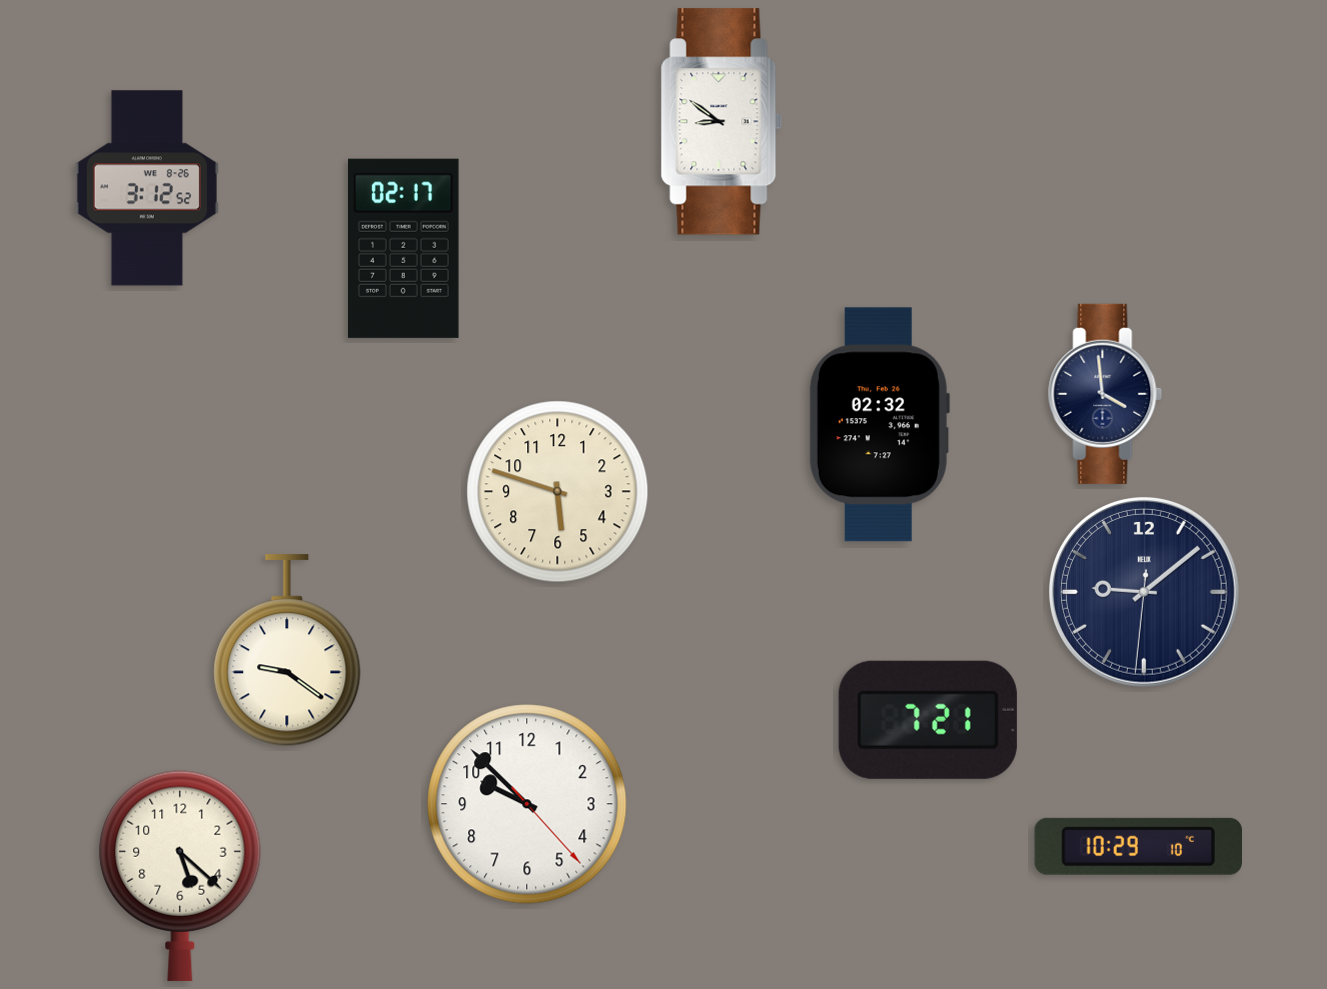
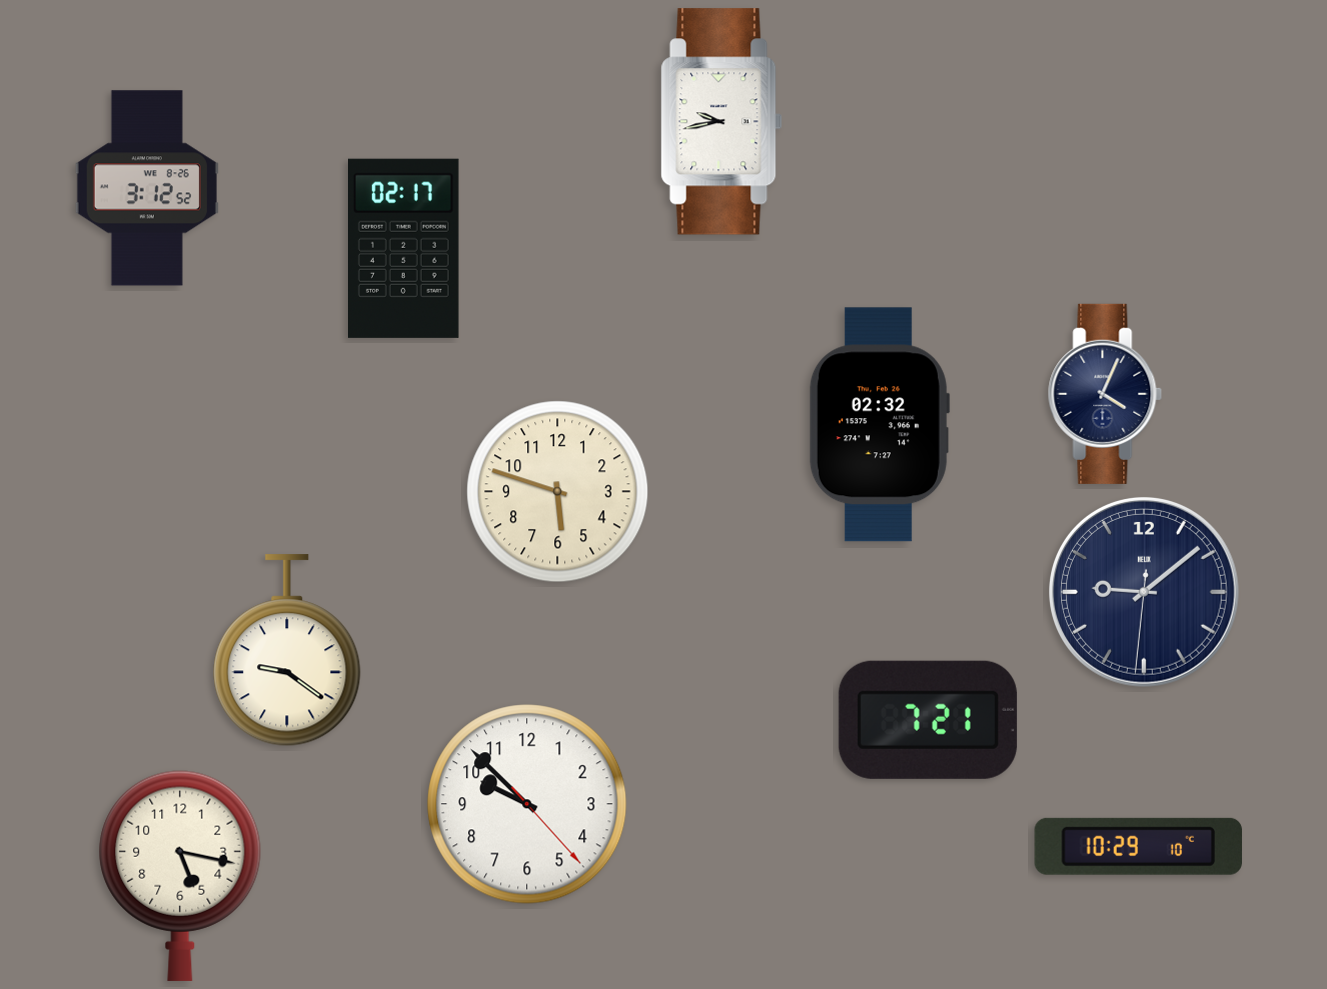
clock at (722, 122): 8:51 -> 9:43
clock at (1105, 394): 3:59 -> 4:04
clock at (180, 876): 5:22 -> 5:17
